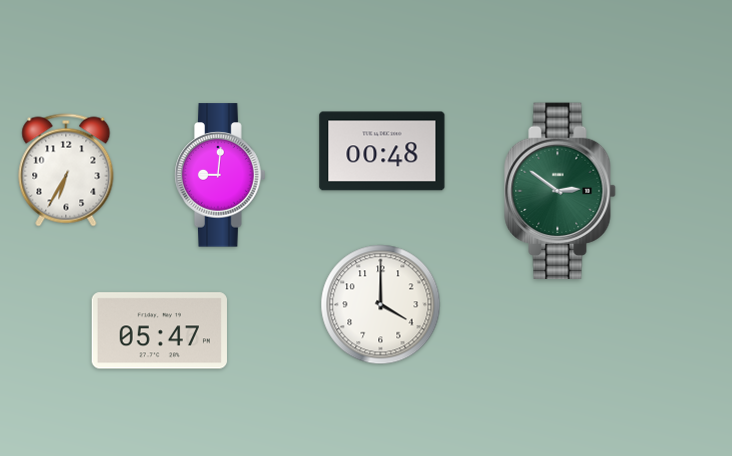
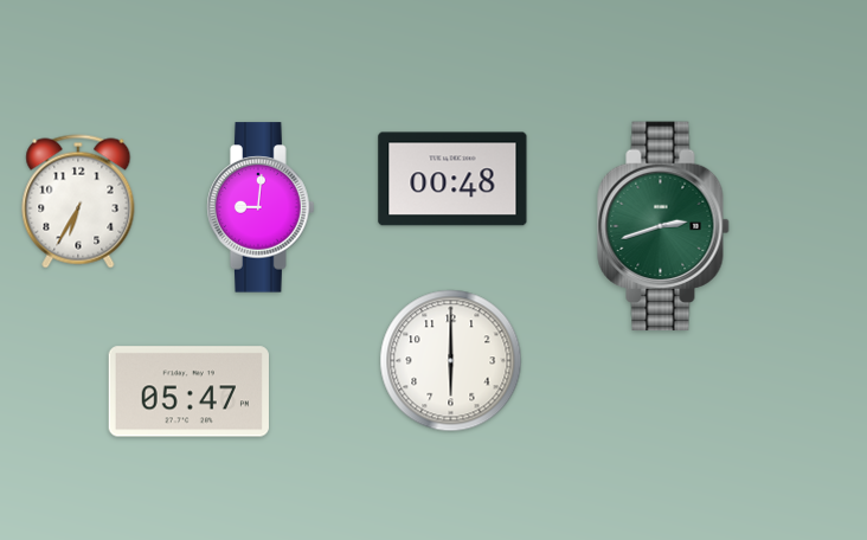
clock at (560, 191): 2:51 -> 2:42
clock at (381, 305): 4:00 -> 6:00
